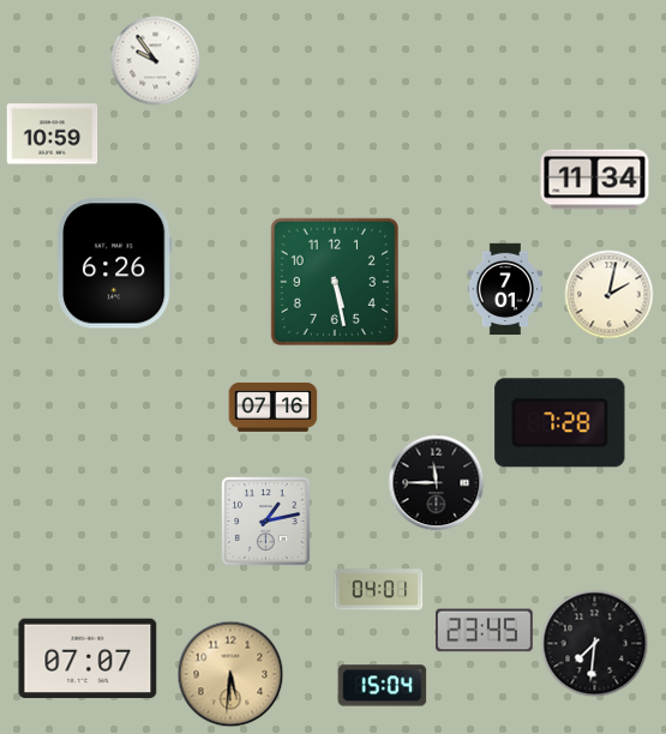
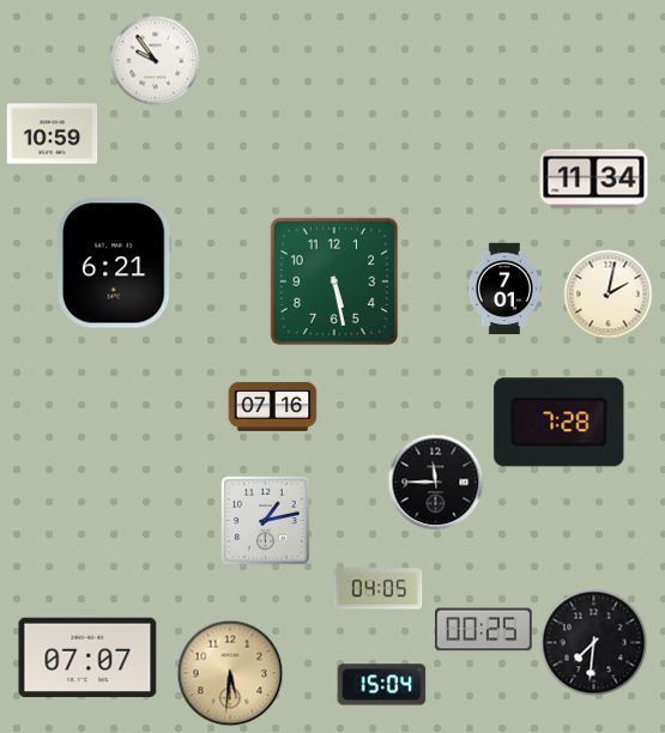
clock at (115, 264): 6:26 -> 6:21
clock at (379, 590): 04:01 -> 04:05
clock at (485, 631): 23:45 -> 00:25
